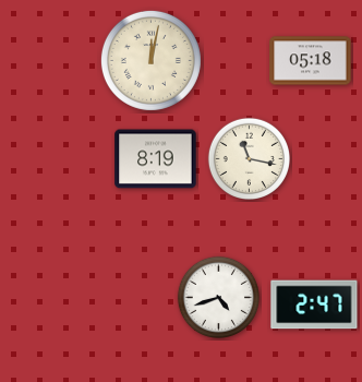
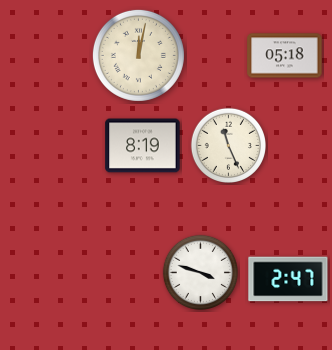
clock at (250, 159): 11:17 -> 11:26
clock at (219, 298): 4:42 -> 3:48
